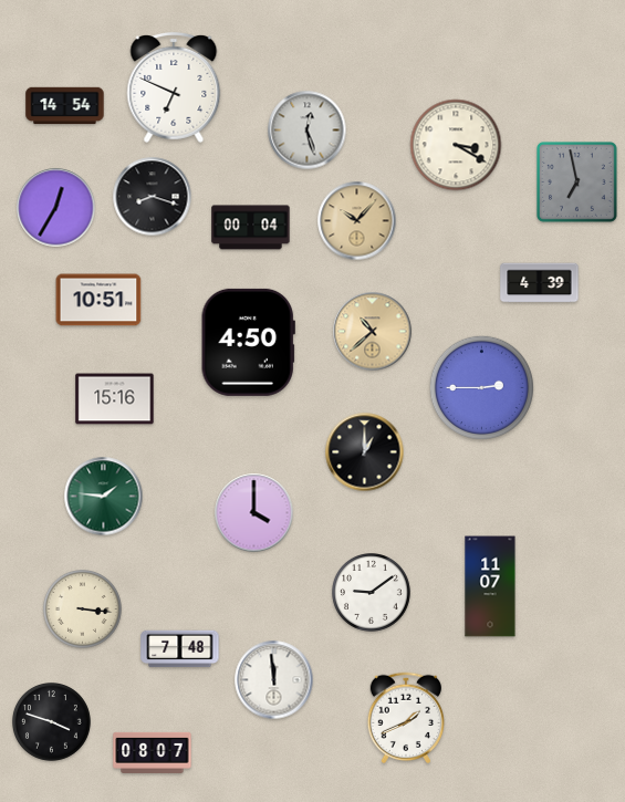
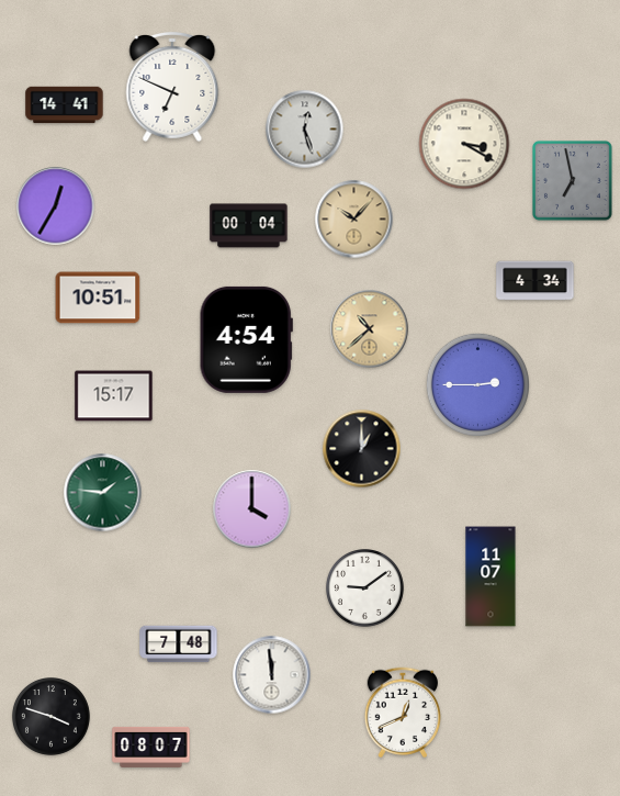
clock at (65, 106): 14:54 -> 14:41
clock at (456, 145) position: (456, 145) -> (464, 144)
clock at (153, 197): 8:18 -> none
clock at (540, 283): 4:39 -> 4:34
clock at (248, 342): 4:50 -> 4:54
clock at (115, 399): 15:16 -> 15:17
clock at (490, 586) position: (490, 586) -> (491, 576)
clock at (372, 593) position: (372, 593) -> (365, 588)
clock at (83, 610): 3:16 -> none
clock at (406, 717): 1:41 -> 12:41
